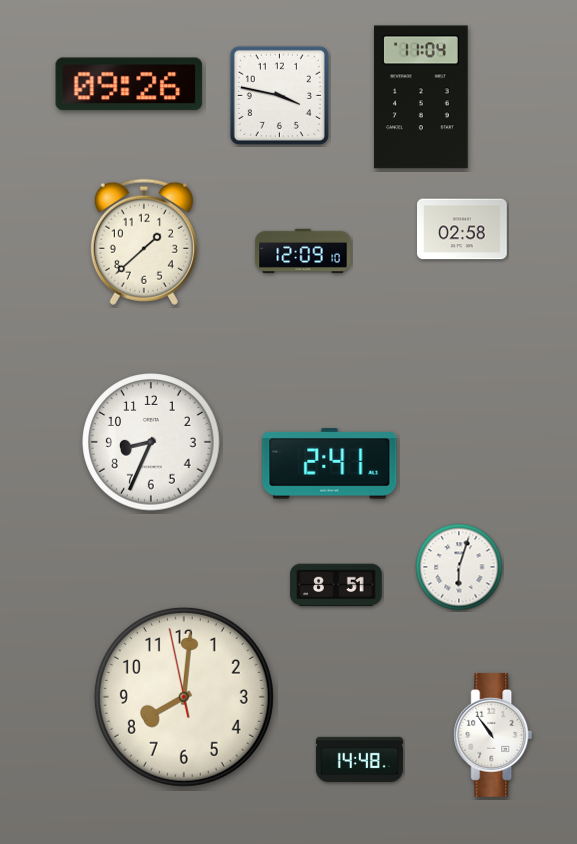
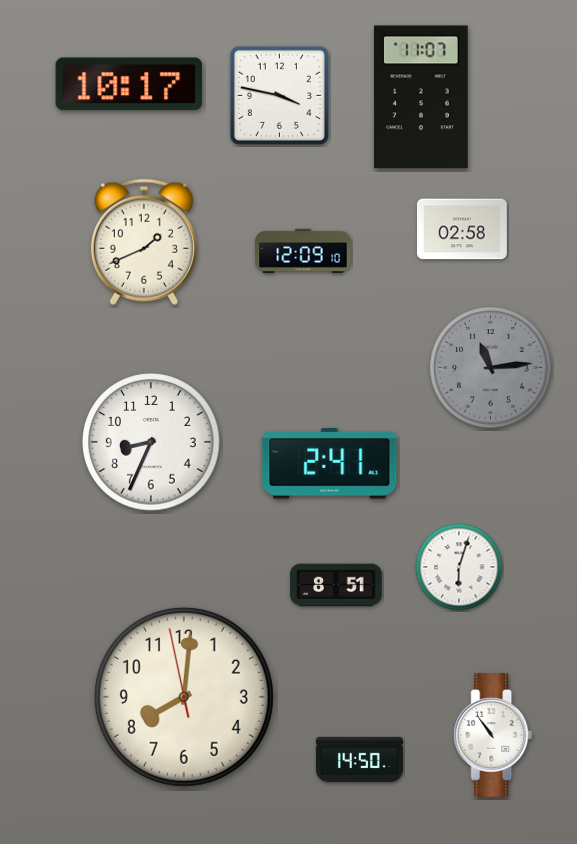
clock at (129, 84): 09:26 -> 10:17
clock at (421, 97): 11:04 -> 11:07
clock at (144, 242): 1:38 -> 1:41
clock at (491, 368): none -> 11:14
clock at (359, 759): 14:48 -> 14:50
